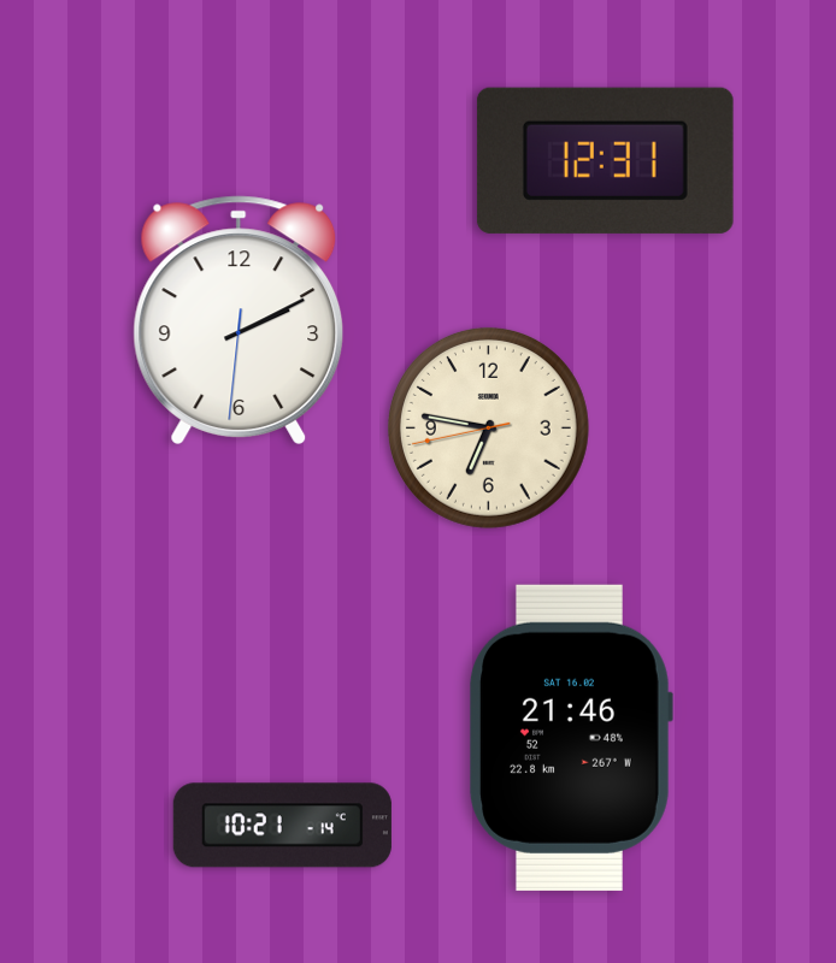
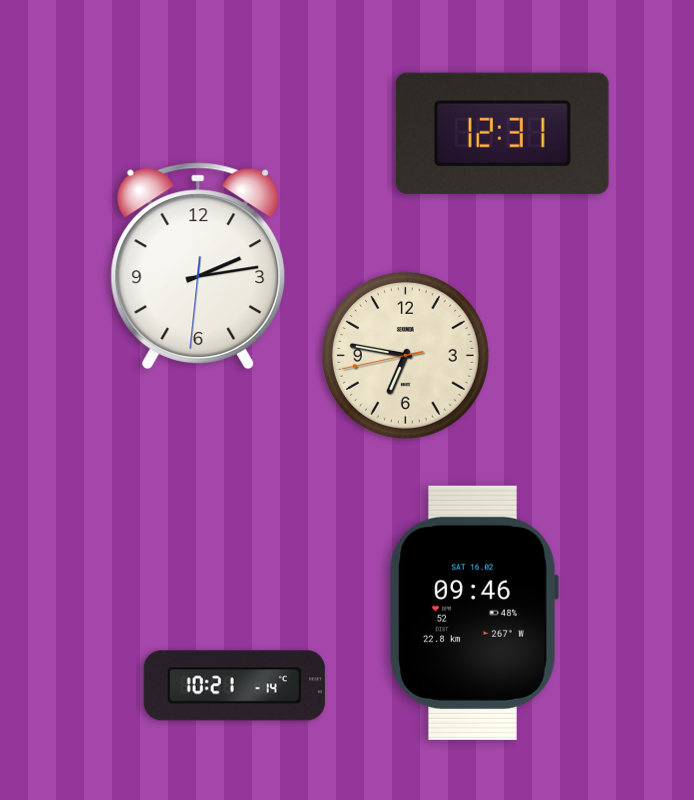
clock at (239, 320): 2:10 -> 2:13
clock at (571, 738): 21:46 -> 09:46
